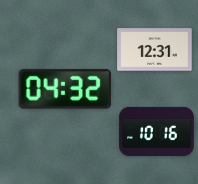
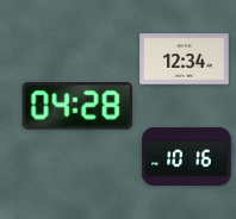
clock at (155, 50): 12:31 -> 12:34
clock at (65, 89): 04:32 -> 04:28
